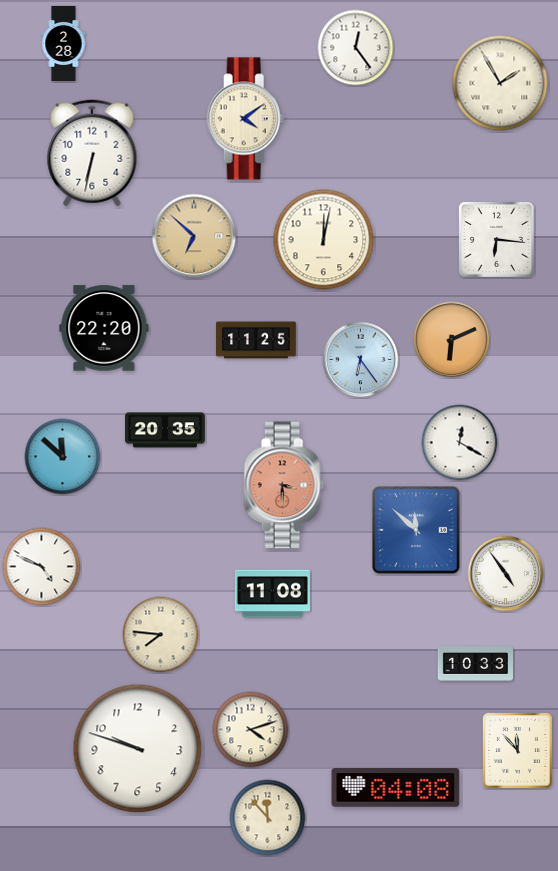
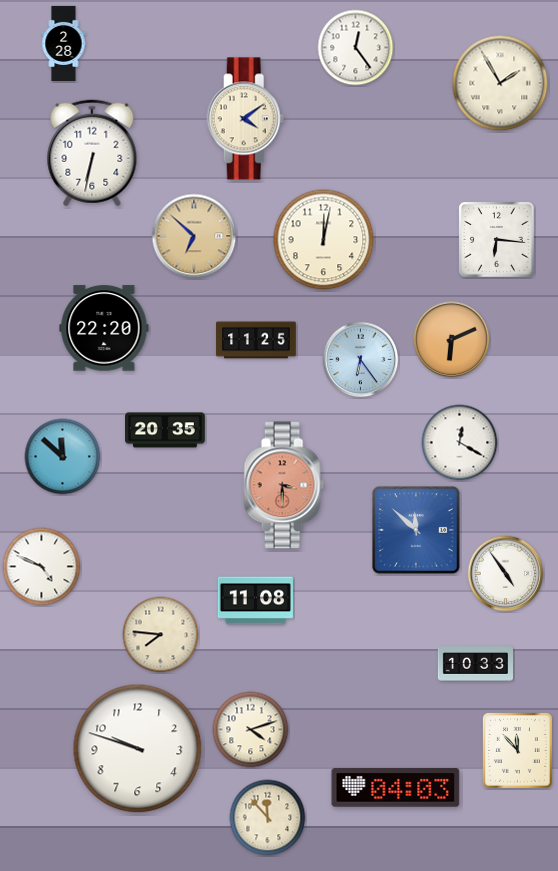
clock at (272, 594) position: (272, 594) -> (255, 601)
clock at (396, 788): 04:08 -> 04:03
